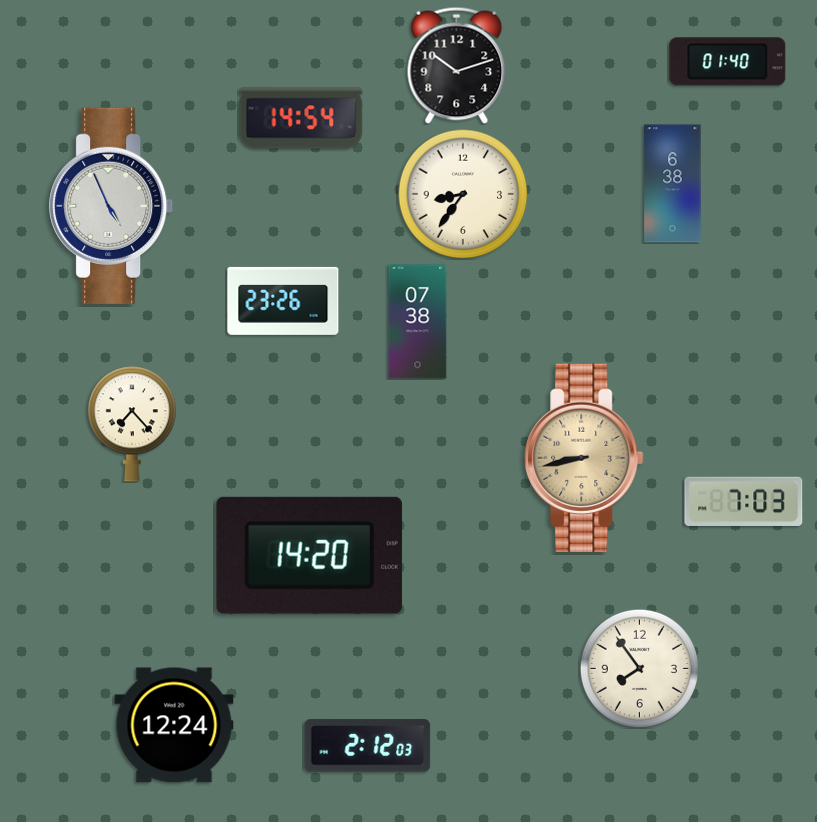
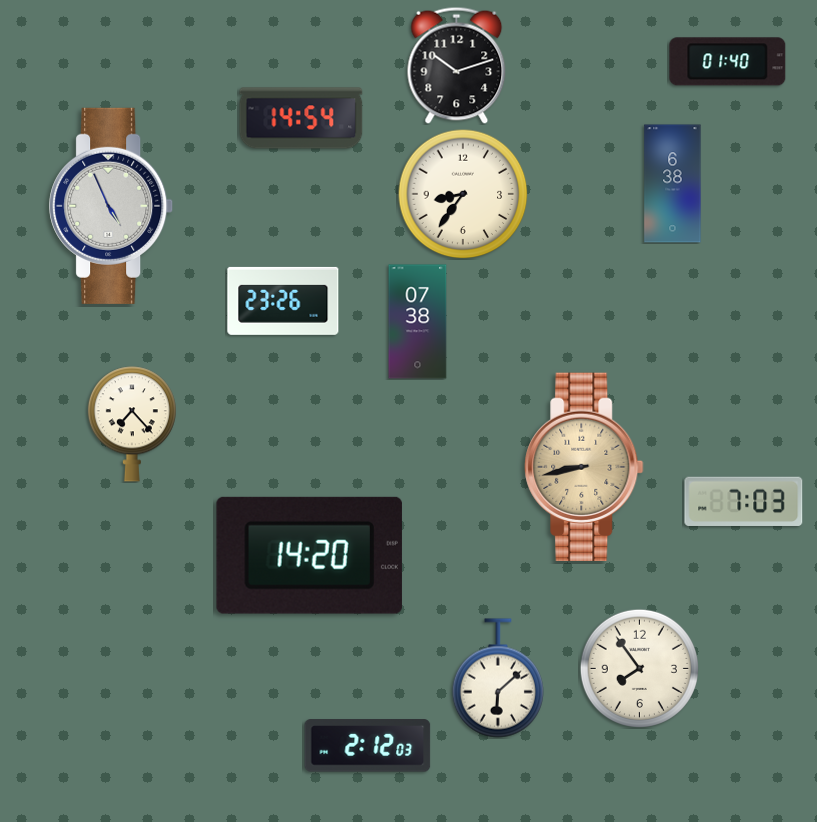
clock at (584, 457) position: (584, 457) -> (584, 466)
clock at (498, 678): none -> 6:08
clock at (174, 725): 12:24 -> none
